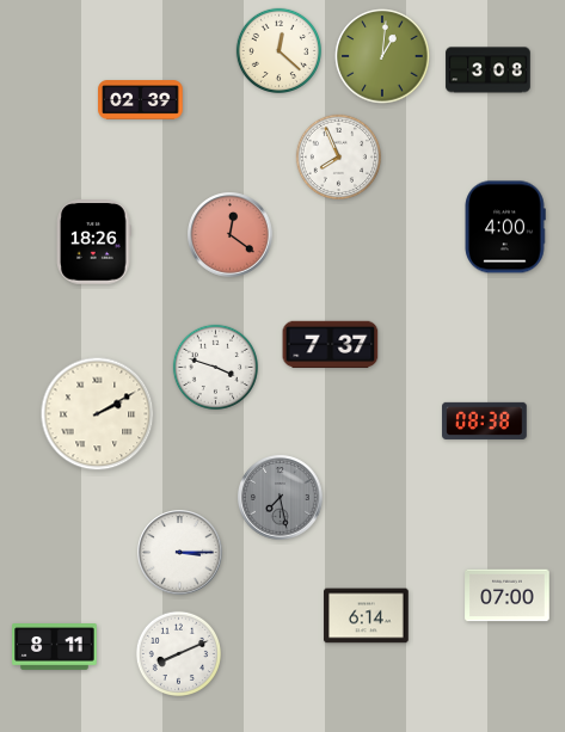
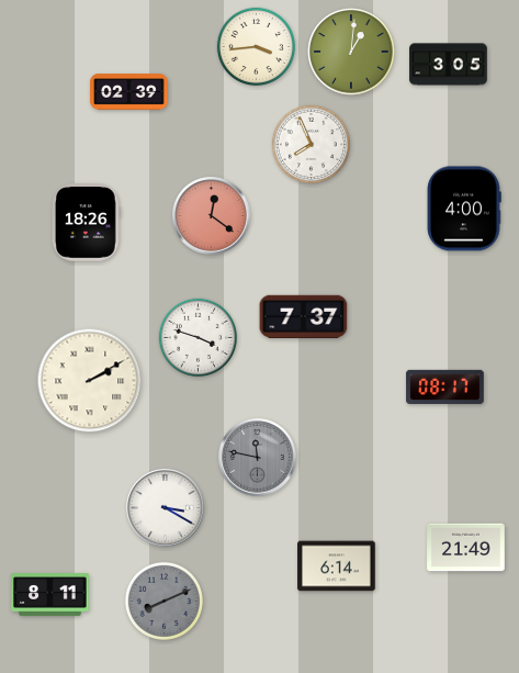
clock at (278, 50): 12:22 -> 3:44
clock at (489, 70): 3:08 -> 3:05
clock at (485, 420): 08:38 -> 08:17
clock at (281, 498): 7:28 -> 11:47
clock at (180, 553): 3:15 -> 3:20
clock at (508, 596): 07:00 -> 21:49
clock at (178, 653) dial: white -> grey
